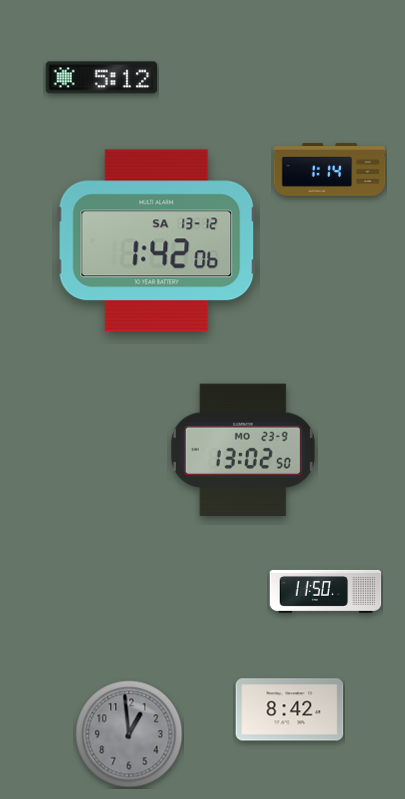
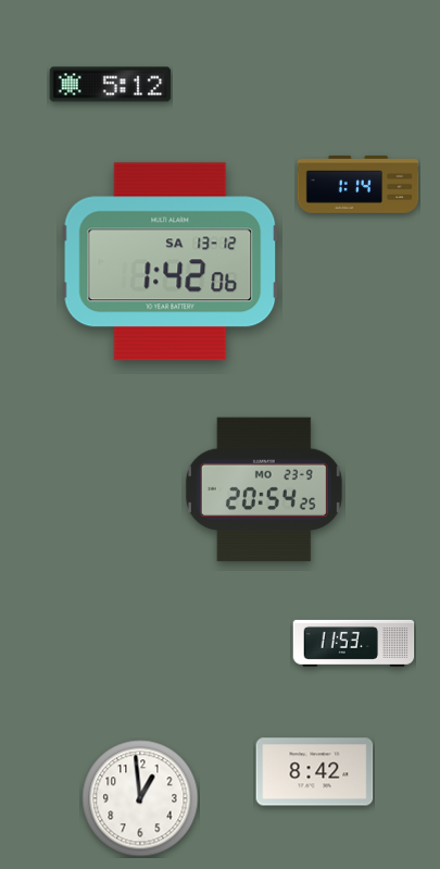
clock at (243, 450): 13:02 -> 20:54
clock at (326, 591): 11:50 -> 11:53
clock at (129, 734) dial: grey -> white
